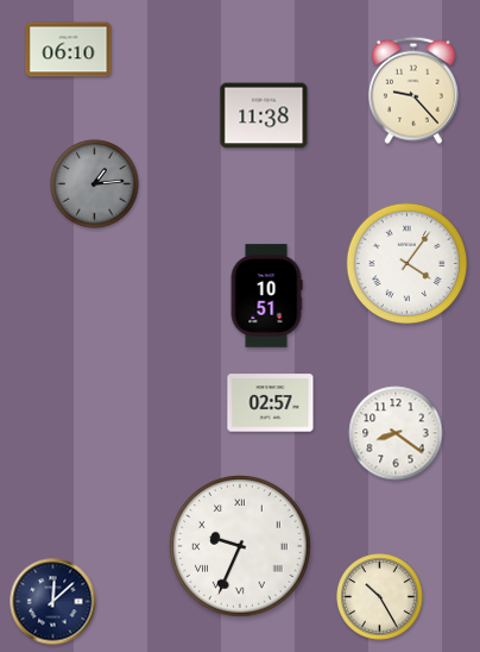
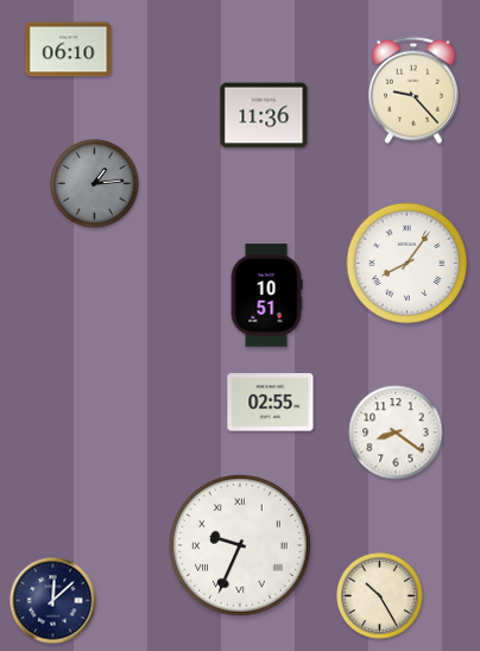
clock at (264, 115): 11:38 -> 11:36
clock at (408, 264): 4:06 -> 8:06
clock at (271, 403): 02:57 -> 02:55
